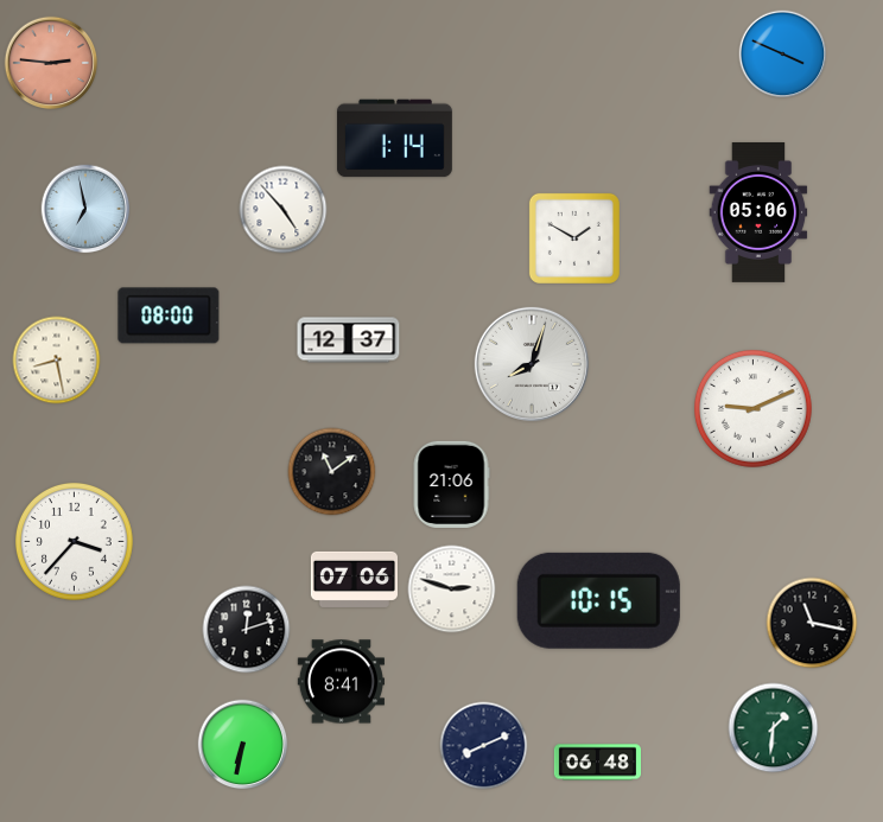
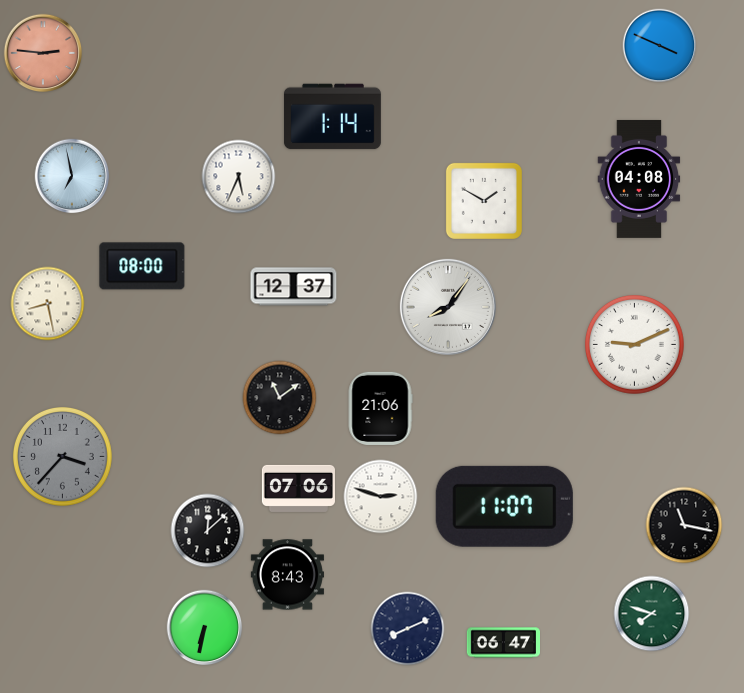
clock at (284, 210): 4:53 -> 5:34
clock at (758, 212): 05:06 -> 04:08
clock at (532, 364): 8:03 -> 8:06
clock at (74, 541) dial: white -> grey
clock at (598, 600): 10:15 -> 11:07
clock at (247, 630): 12:12 -> 12:08
clock at (341, 682): 8:41 -> 8:43
clock at (774, 728): 1:31 -> 7:48
clock at (597, 763): 06:48 -> 06:47
